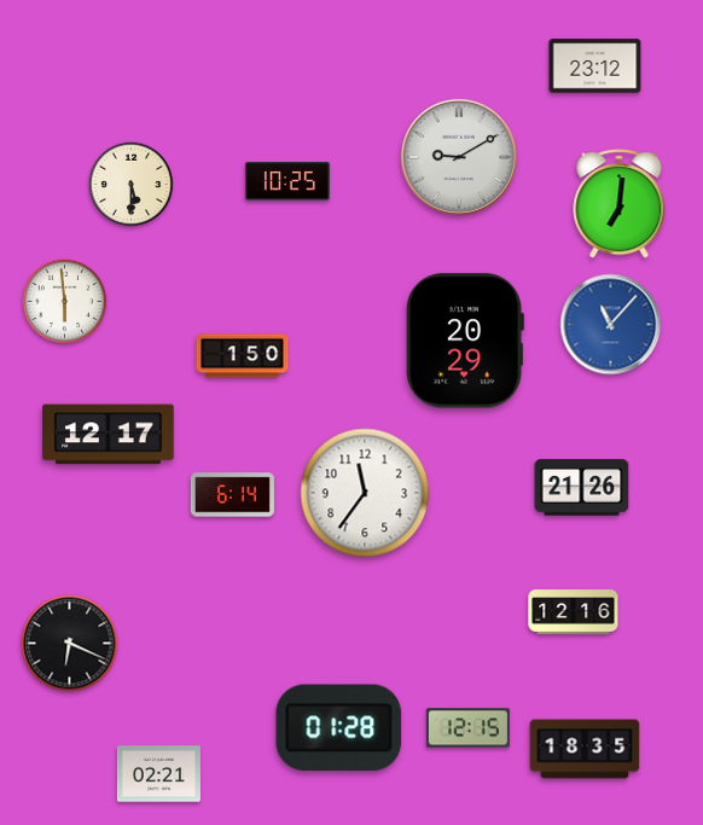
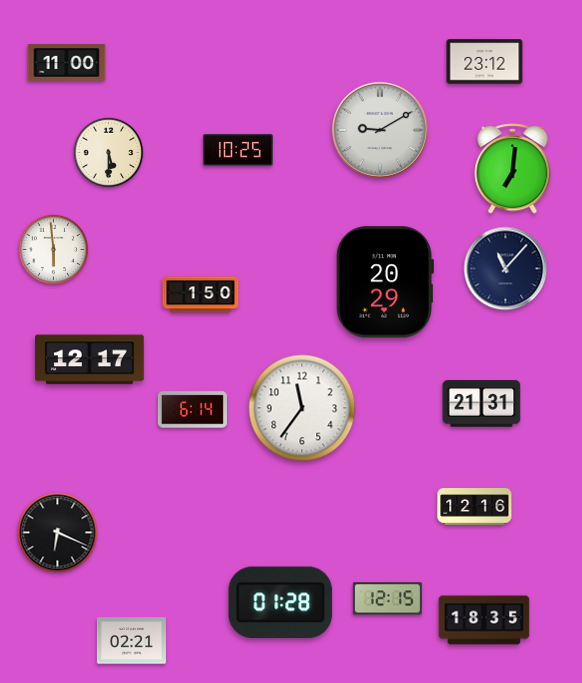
clock at (595, 66) position: (595, 66) -> (485, 62)
clock at (67, 63): none -> 11:00
clock at (611, 325) dial: blue -> navy
clock at (582, 488): 21:26 -> 21:31
clock at (467, 728) position: (467, 728) -> (387, 599)
